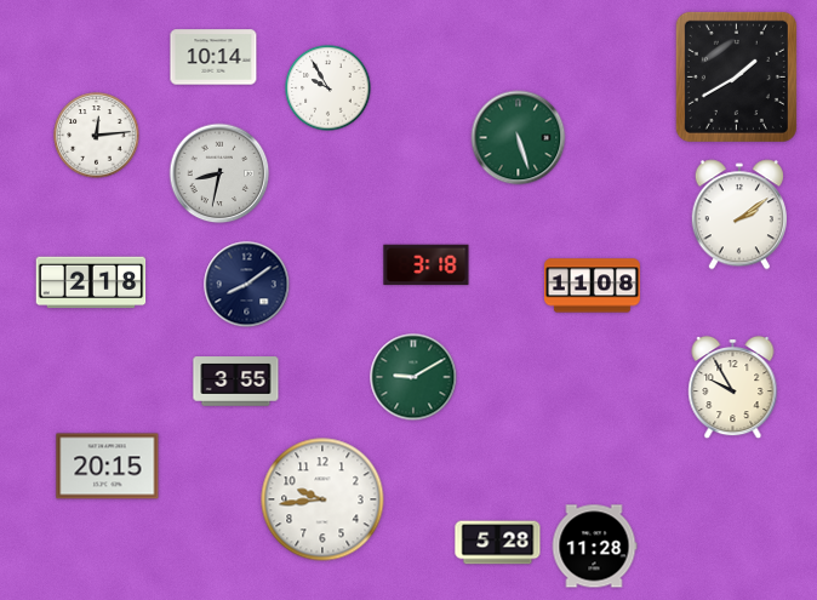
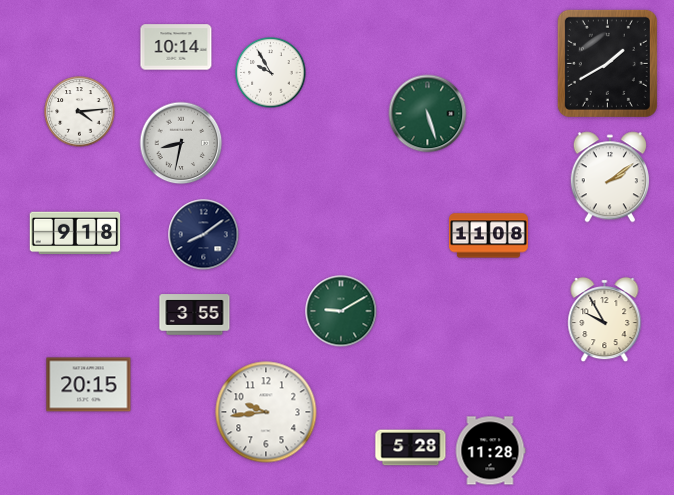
clock at (97, 136): 12:14 -> 4:14
clock at (427, 265): 3:18 -> none
clock at (91, 282): 2:18 -> 9:18
